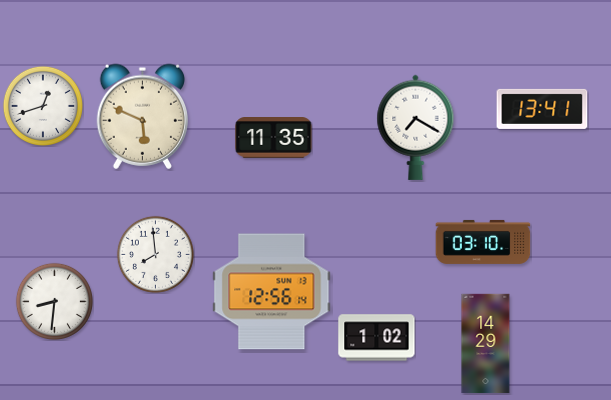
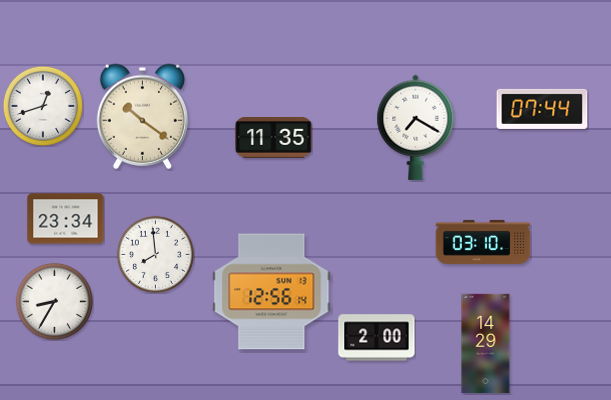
clock at (542, 109): 13:41 -> 07:44
clock at (142, 116): 5:49 -> 10:21
clock at (66, 219): none -> 23:34
clock at (54, 301): 8:31 -> 8:35
clock at (377, 338): 1:02 -> 2:00
